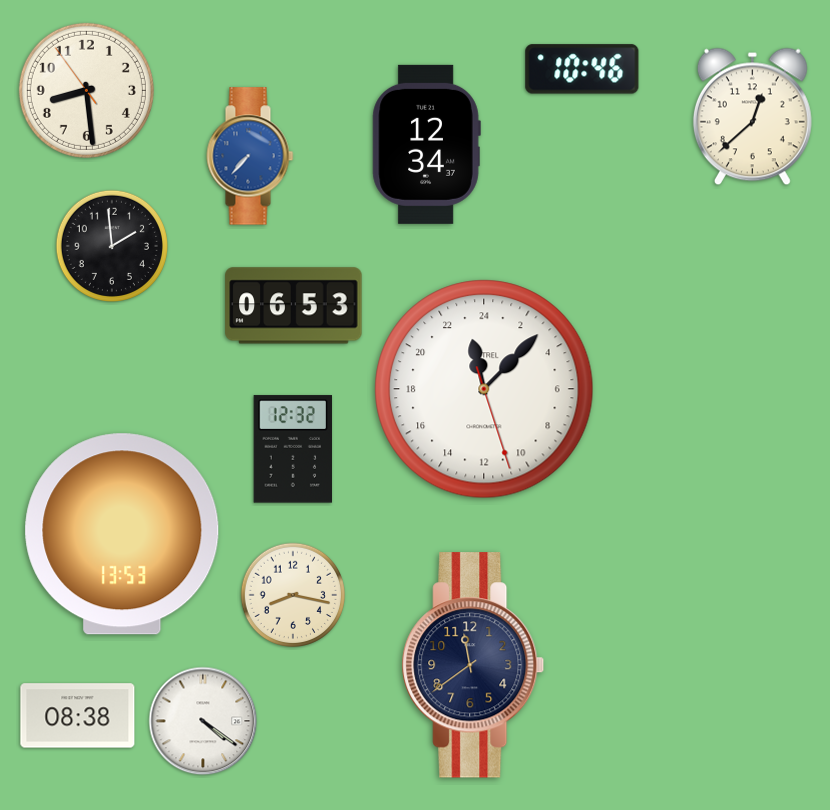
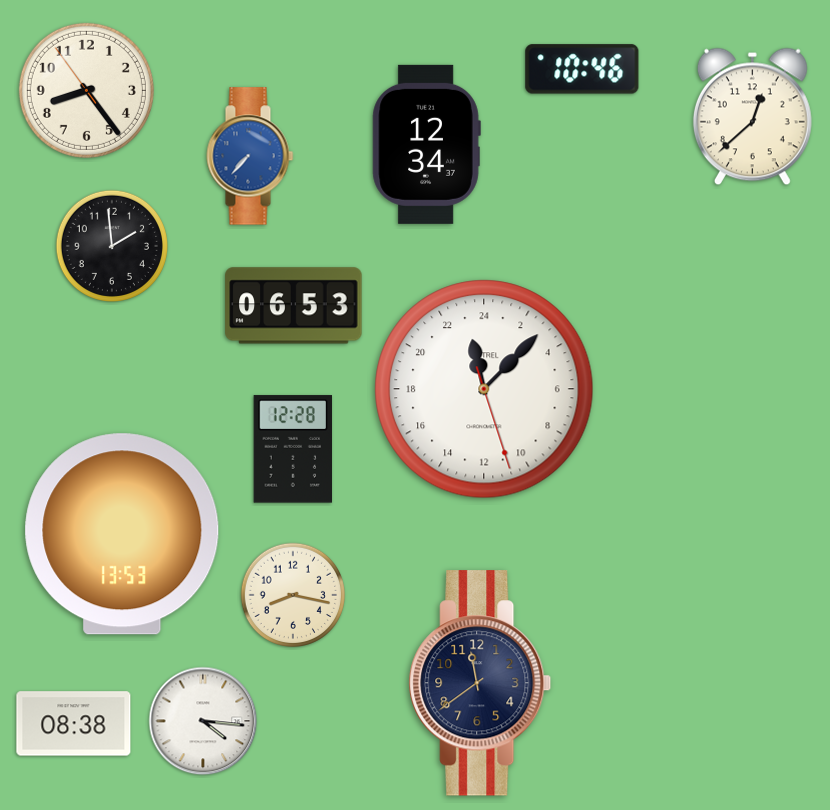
clock at (86, 90): 8:28 -> 8:23
clock at (292, 449): 12:32 -> 12:28
clock at (473, 665) position: (473, 665) -> (480, 683)
clock at (78, 716) position: (78, 716) -> (74, 724)
clock at (203, 721): 4:21 -> 4:16
